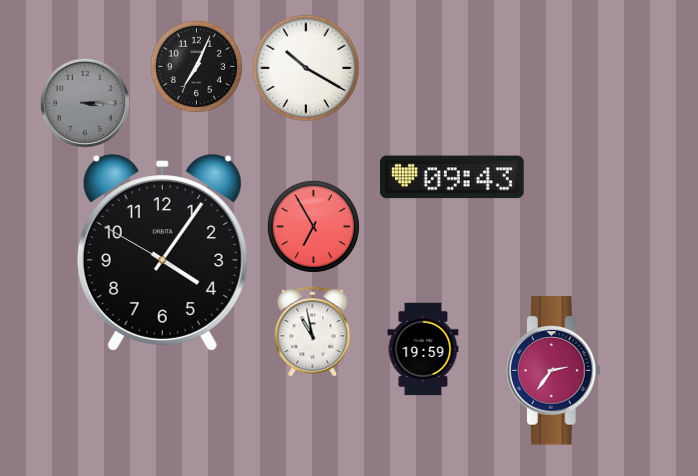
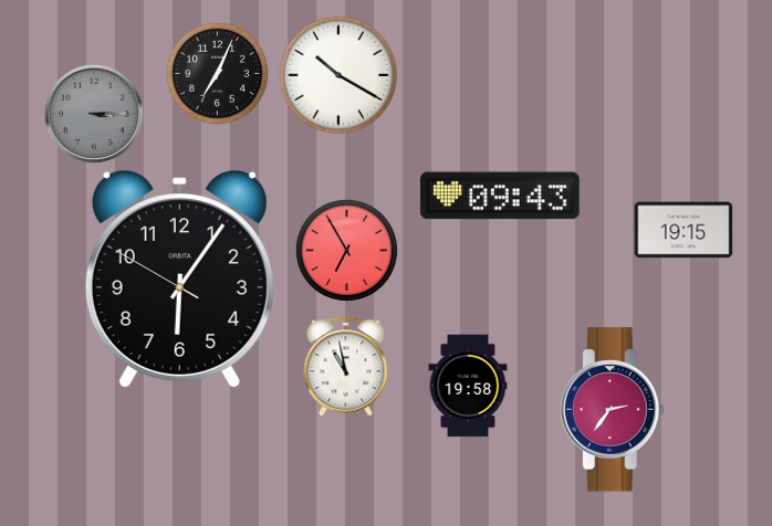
clock at (684, 230): none -> 19:15
clock at (162, 253): 4:05 -> 6:05
clock at (423, 349): 19:59 -> 19:58
